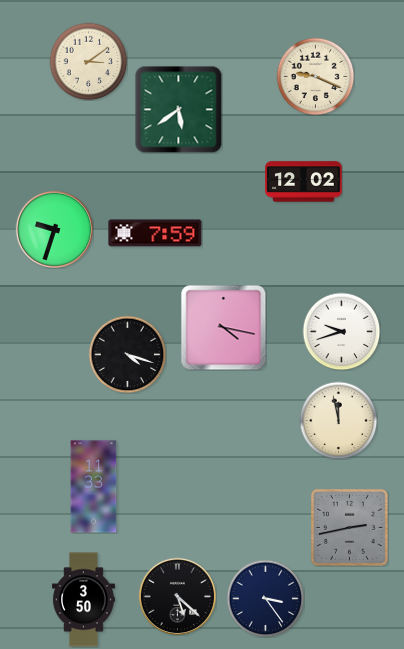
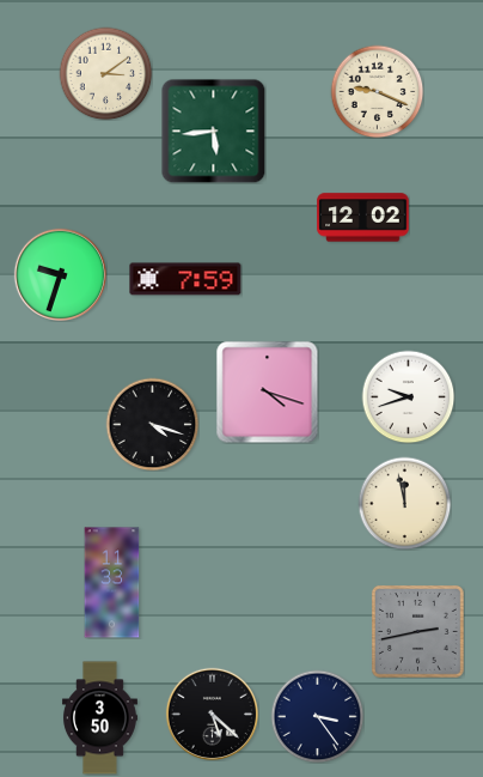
clock at (178, 109): 5:39 -> 5:44
clock at (54, 229) position: (54, 229) -> (60, 274)
clock at (223, 327): 4:17 -> 4:18
